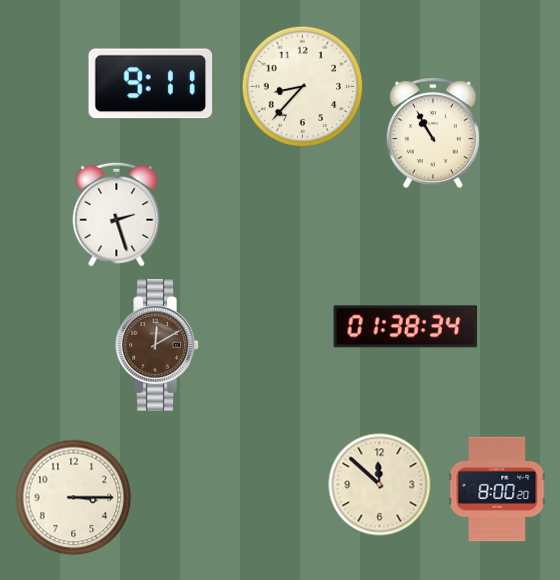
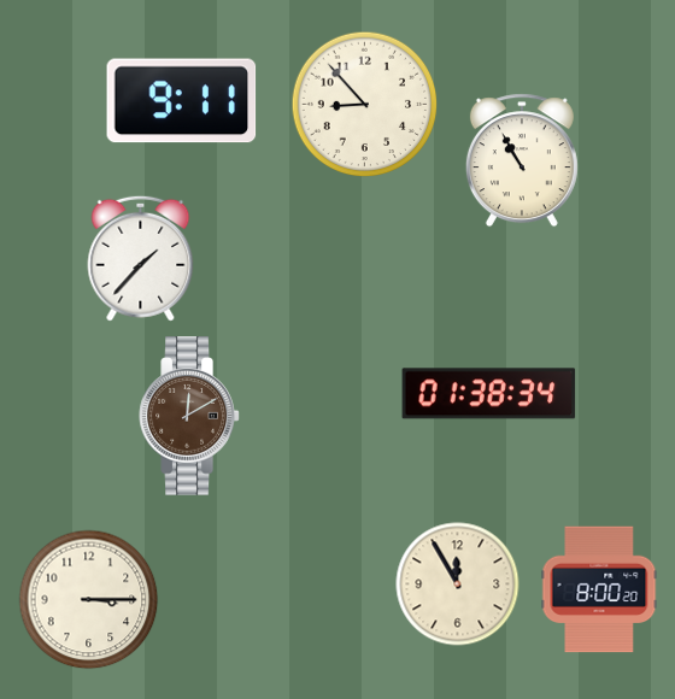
clock at (303, 87): 8:37 -> 8:53
clock at (117, 214): 2:27 -> 1:37
clock at (380, 485): 11:52 -> 11:55
